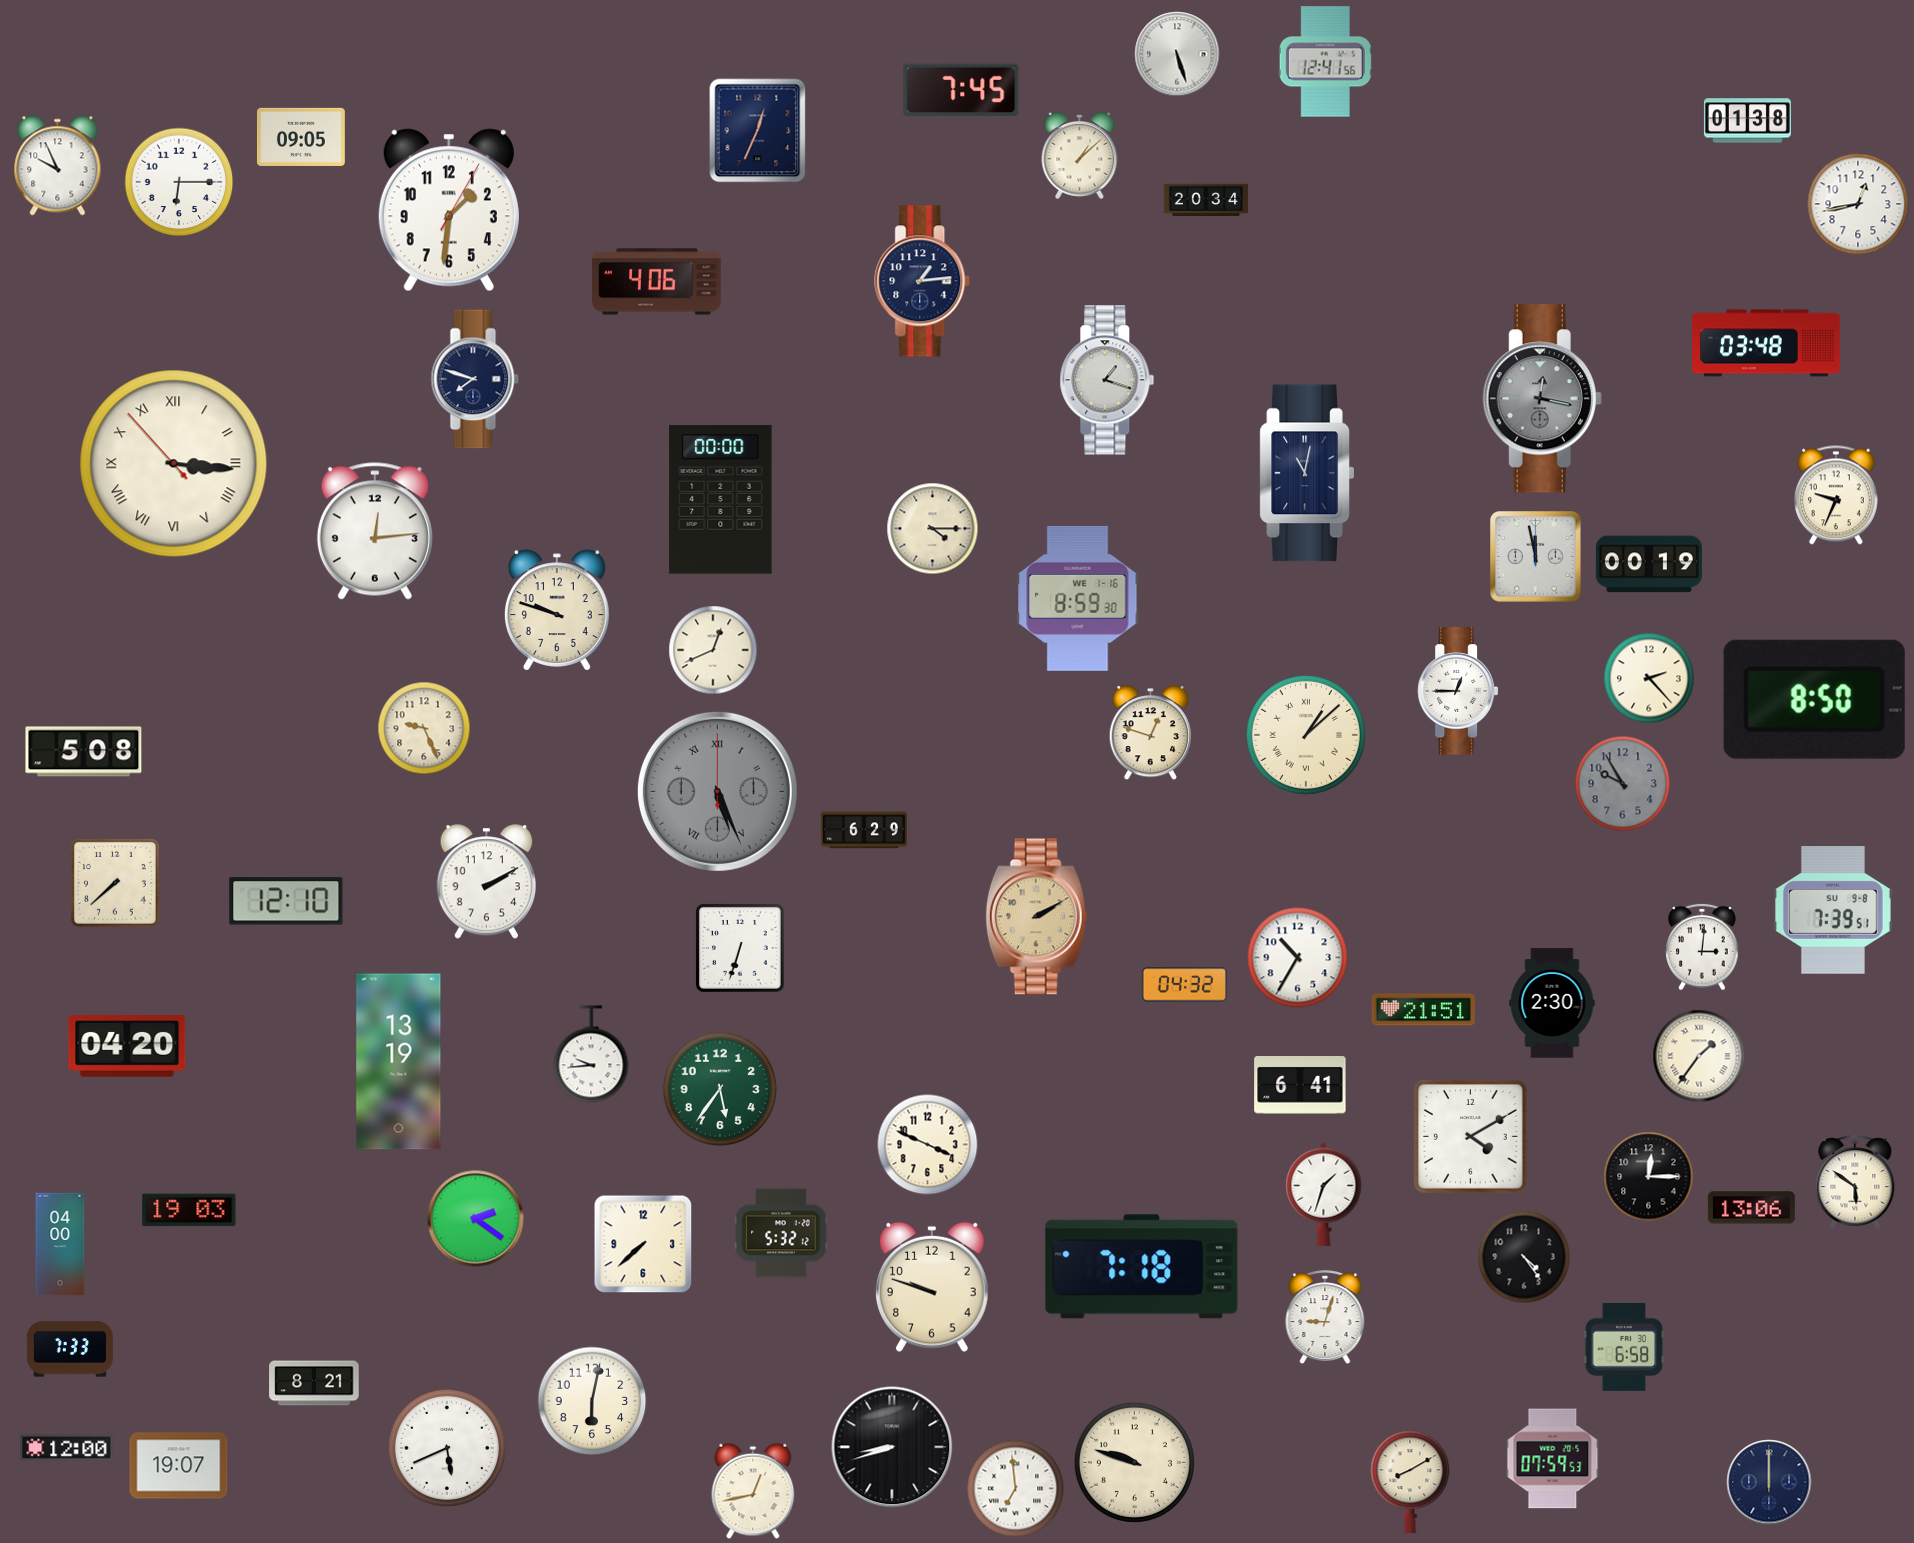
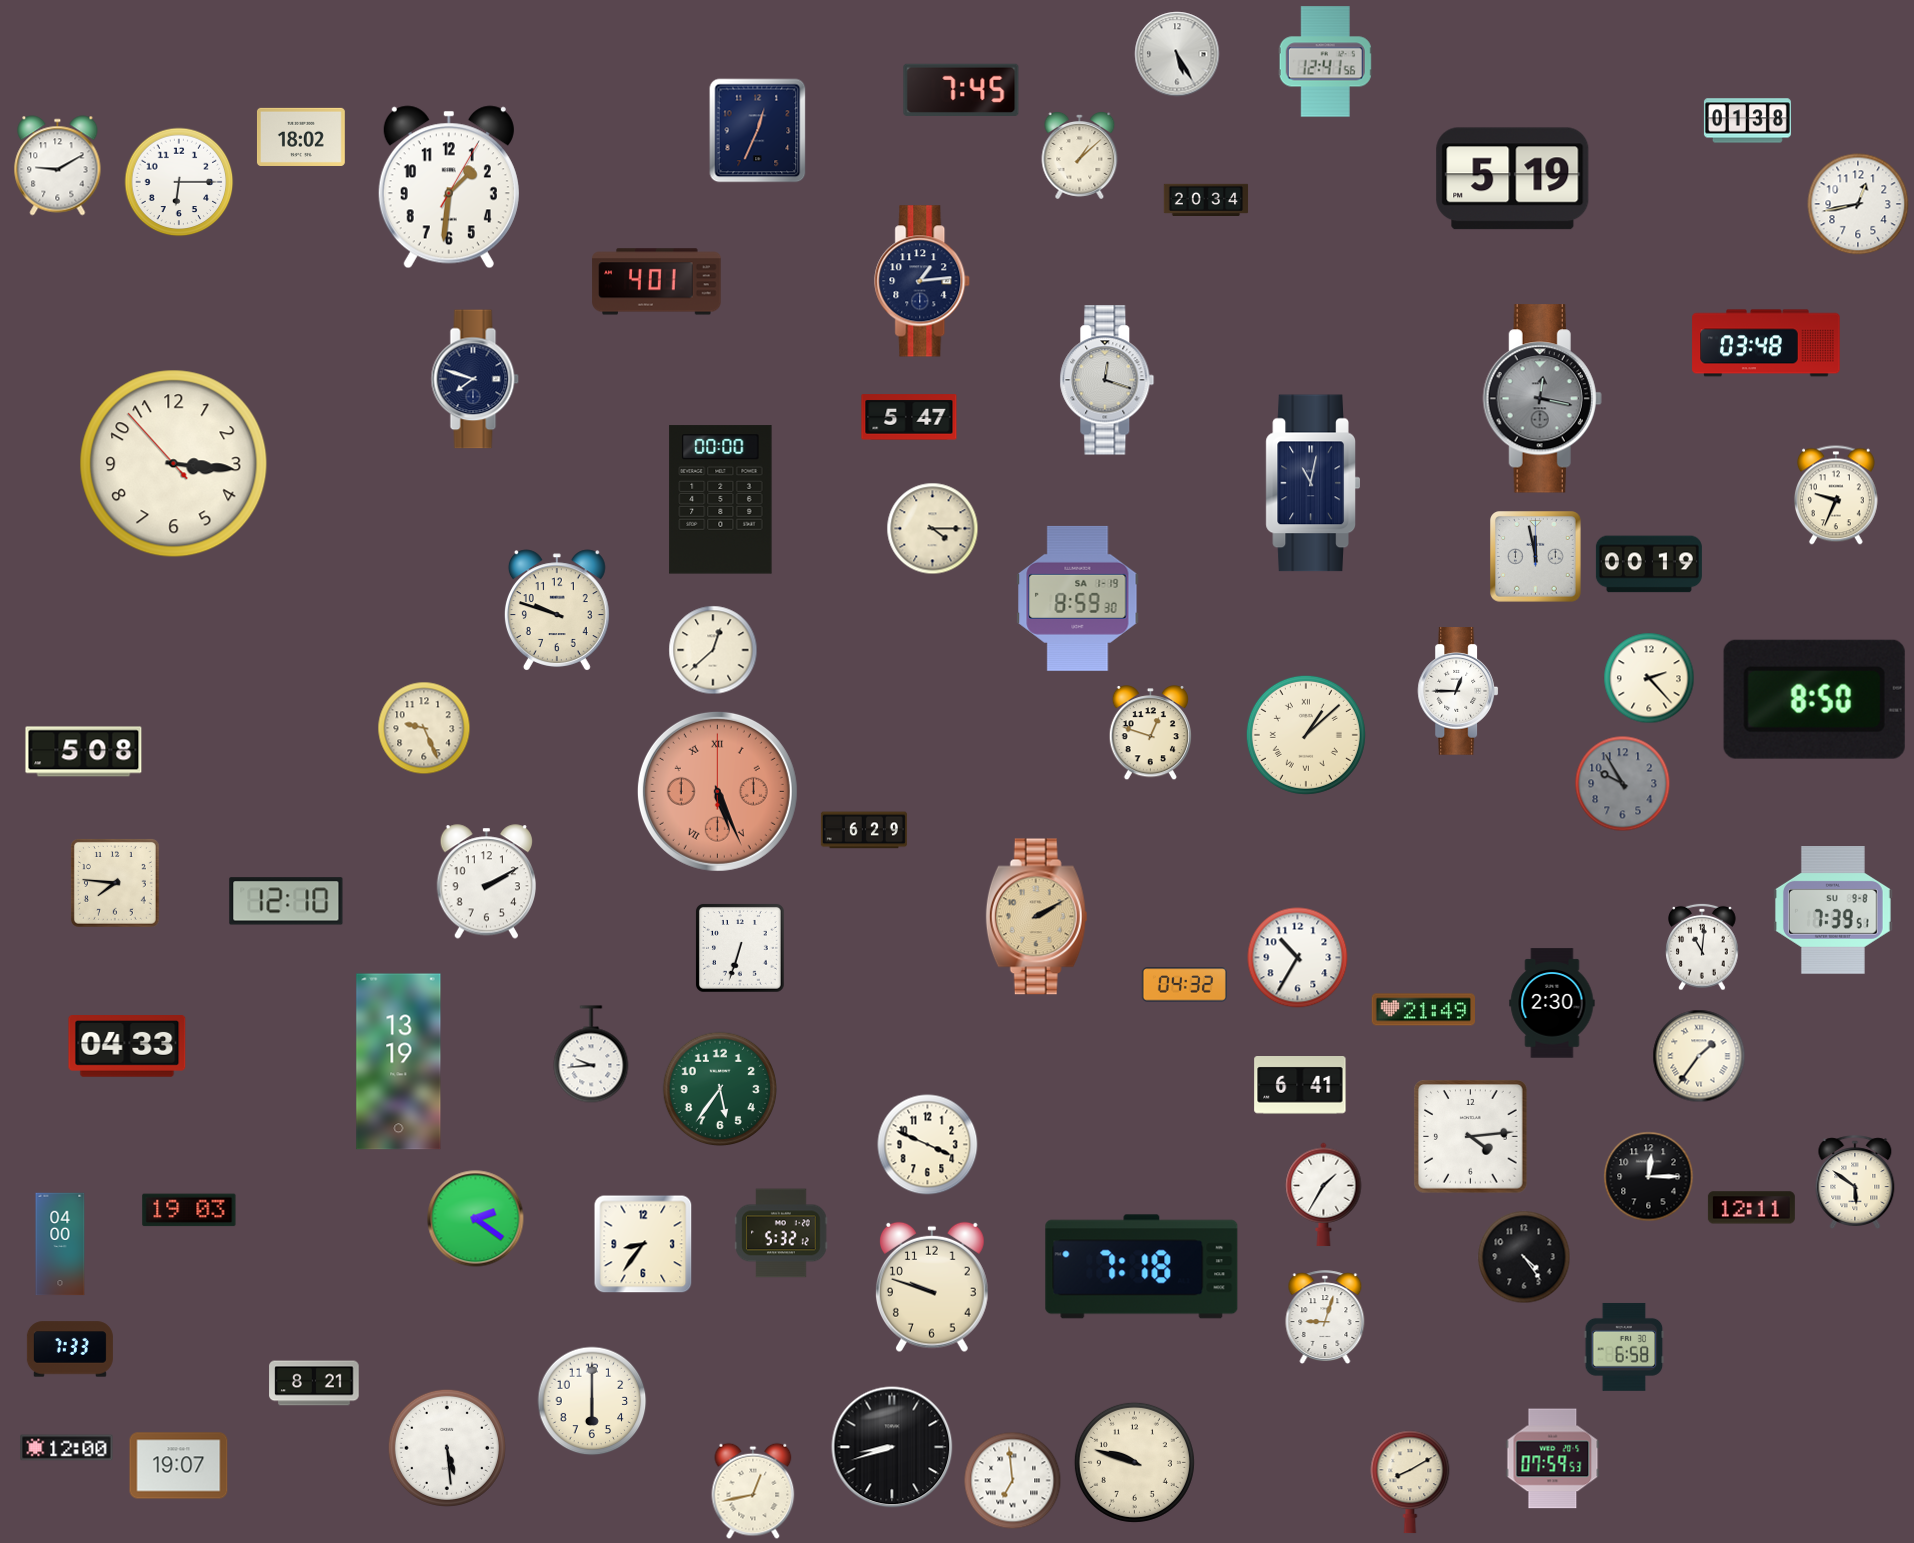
clock at (1177, 54): 5:27 -> 5:25
clock at (301, 137): 09:05 -> 18:02
clock at (58, 166): 9:56 -> 9:10
clock at (1513, 179): none -> 5:19
clock at (449, 210) position: (449, 210) -> (449, 187)
clock at (657, 282): 4:06 -> 4:01
clock at (1107, 380): 1:18 -> 12:18
clock at (909, 417): none -> 5:47
clock at (174, 464) numerals: Roman -> Arabic
clock at (1307, 473) position: (1307, 473) -> (1313, 483)
clock at (375, 531): 12:14 -> none
clock at (1078, 598) date: WE 1-16 -> SA 1-19
clock at (713, 650): 12:41 -> 12:38
clock at (717, 791) dial: grey -> salmon
clock at (115, 883): 7:38 -> 7:46
clock at (1702, 947): 3:01 -> 11:01
clock at (1423, 1010): 21:51 -> 21:49
clock at (127, 1047): 04:20 -> 04:33
clock at (1471, 1137): 4:10 -> 4:14
clock at (1324, 1195): 1:33 -> 1:35
clock at (1751, 1208): 13:06 -> 12:11
clock at (643, 1244): 7:38 -> 8:36
clock at (592, 1401): 6:02 -> 6:00
clock at (447, 1448): 5:41 -> 5:29
clock at (1769, 1482): 12:00 -> none
clock at (1016, 1489) position: (1016, 1489) -> (1013, 1481)
